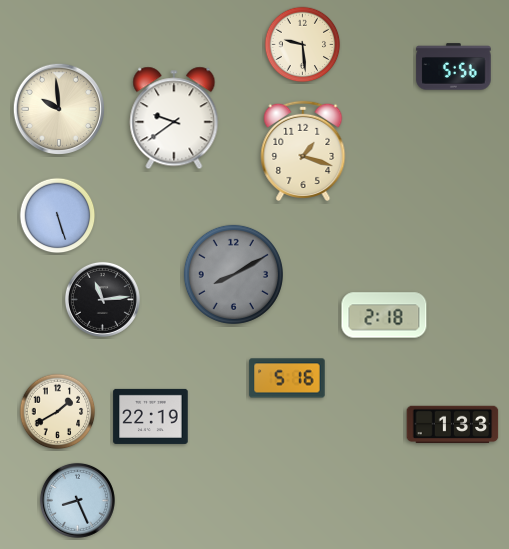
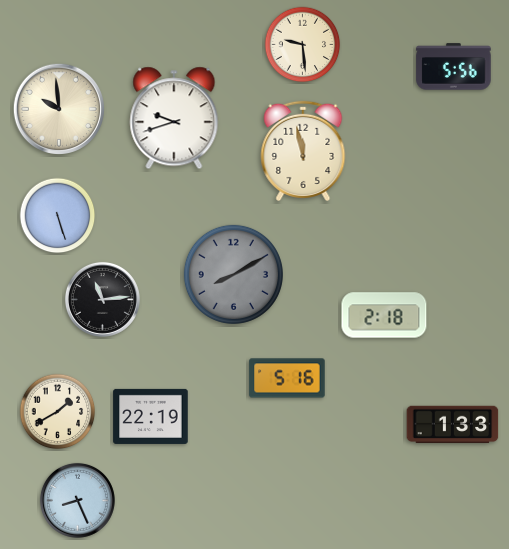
clock at (174, 118): 9:39 -> 9:42
clock at (303, 151): 1:18 -> 11:58
